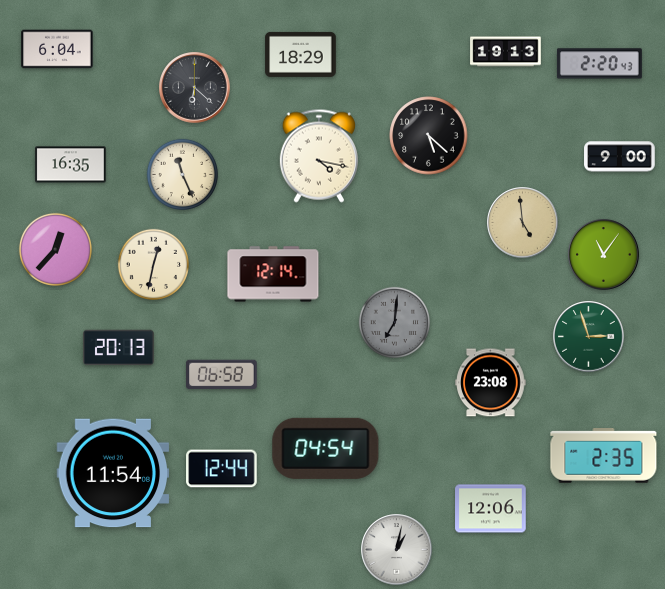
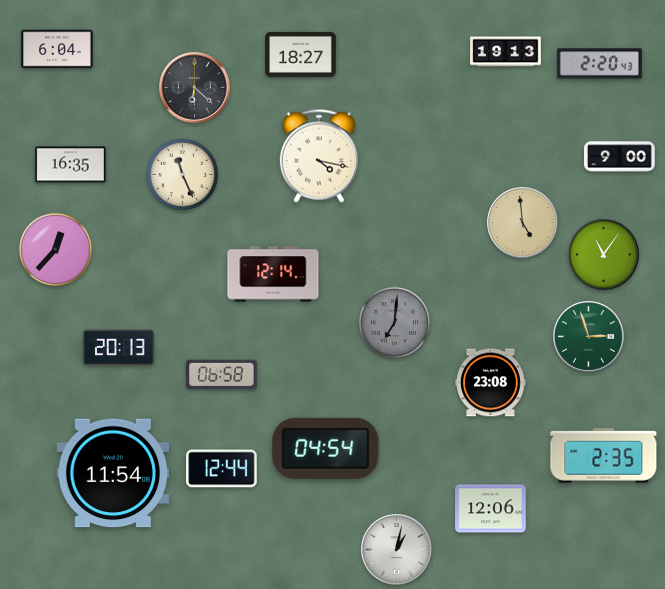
clock at (301, 54): 18:29 -> 18:27
clock at (429, 136): 5:22 -> none
clock at (153, 264): 12:32 -> none
